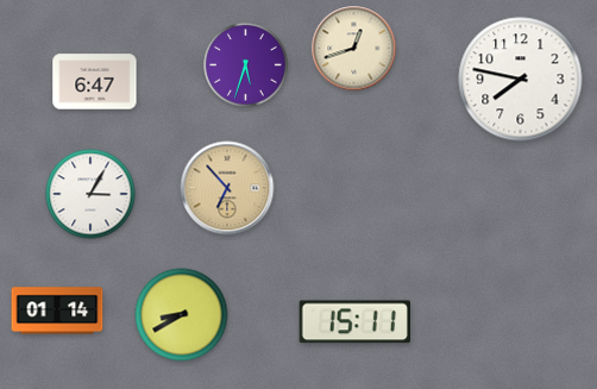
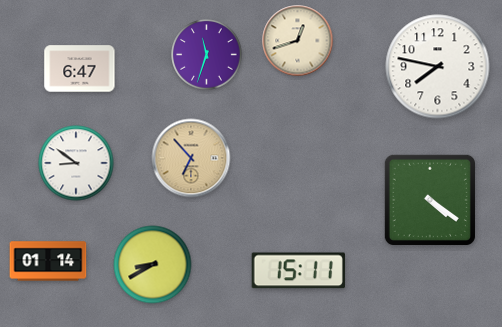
clock at (246, 65): 5:33 -> 11:33
clock at (90, 194): 3:05 -> 8:51
clock at (430, 200): none -> 4:21
